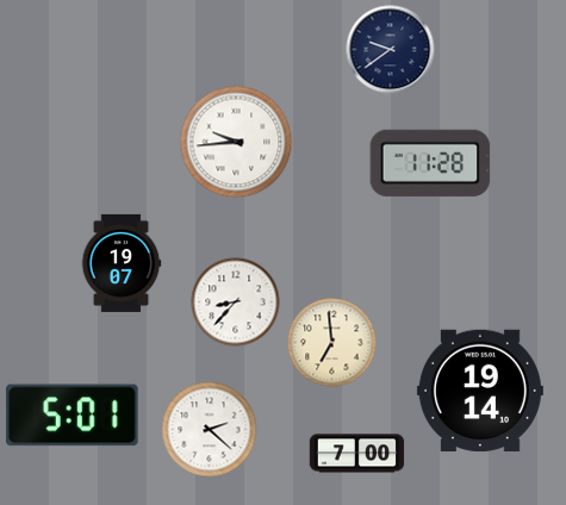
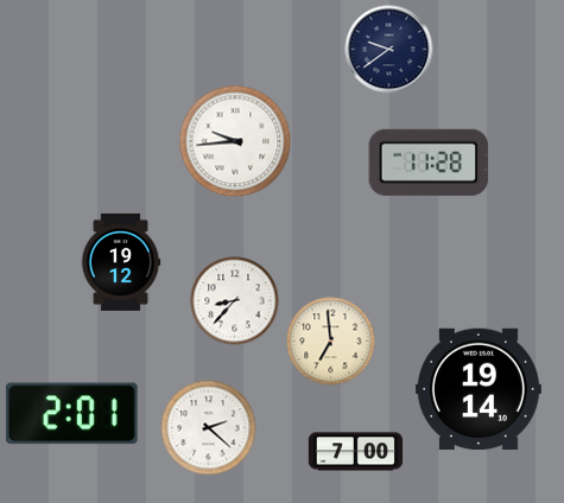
clock at (122, 263): 19:07 -> 19:12
clock at (73, 416): 5:01 -> 2:01
